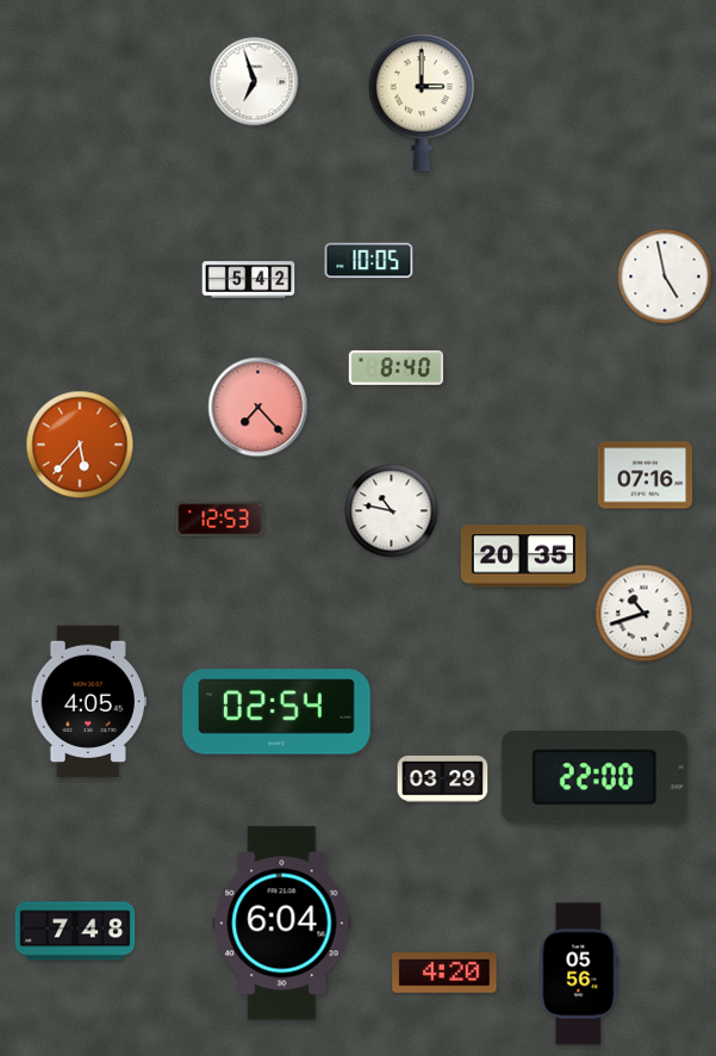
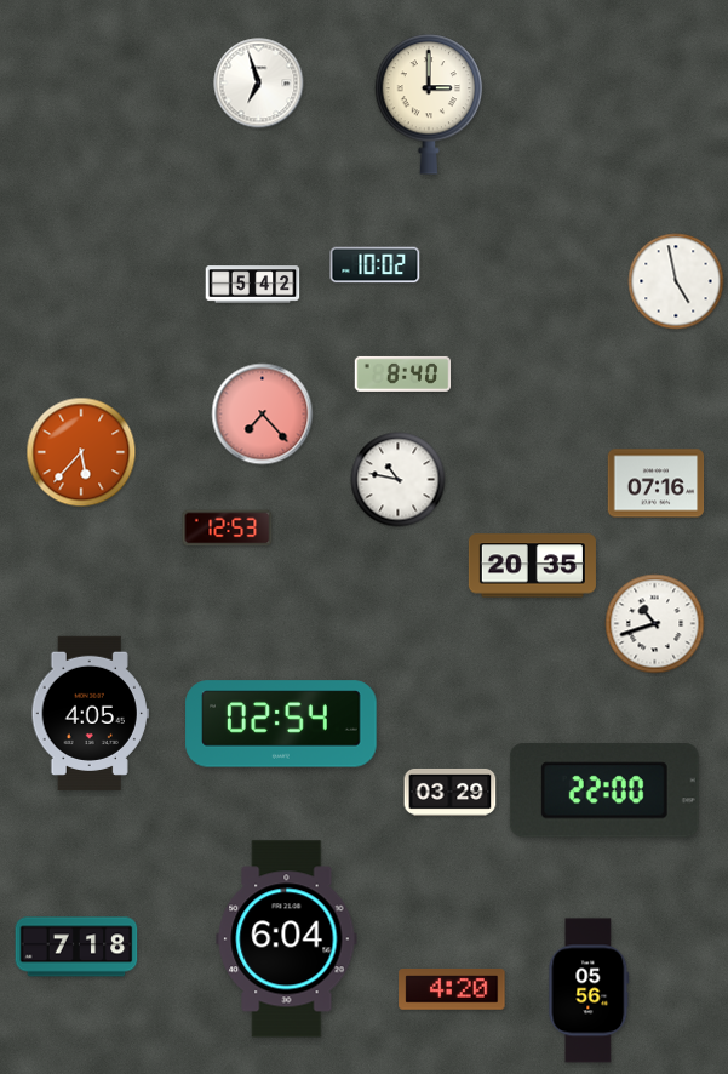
clock at (369, 261): 10:05 -> 10:02
clock at (392, 511) position: (392, 511) -> (399, 480)
clock at (220, 520) position: (220, 520) -> (228, 529)
clock at (75, 931): 7:48 -> 7:18
